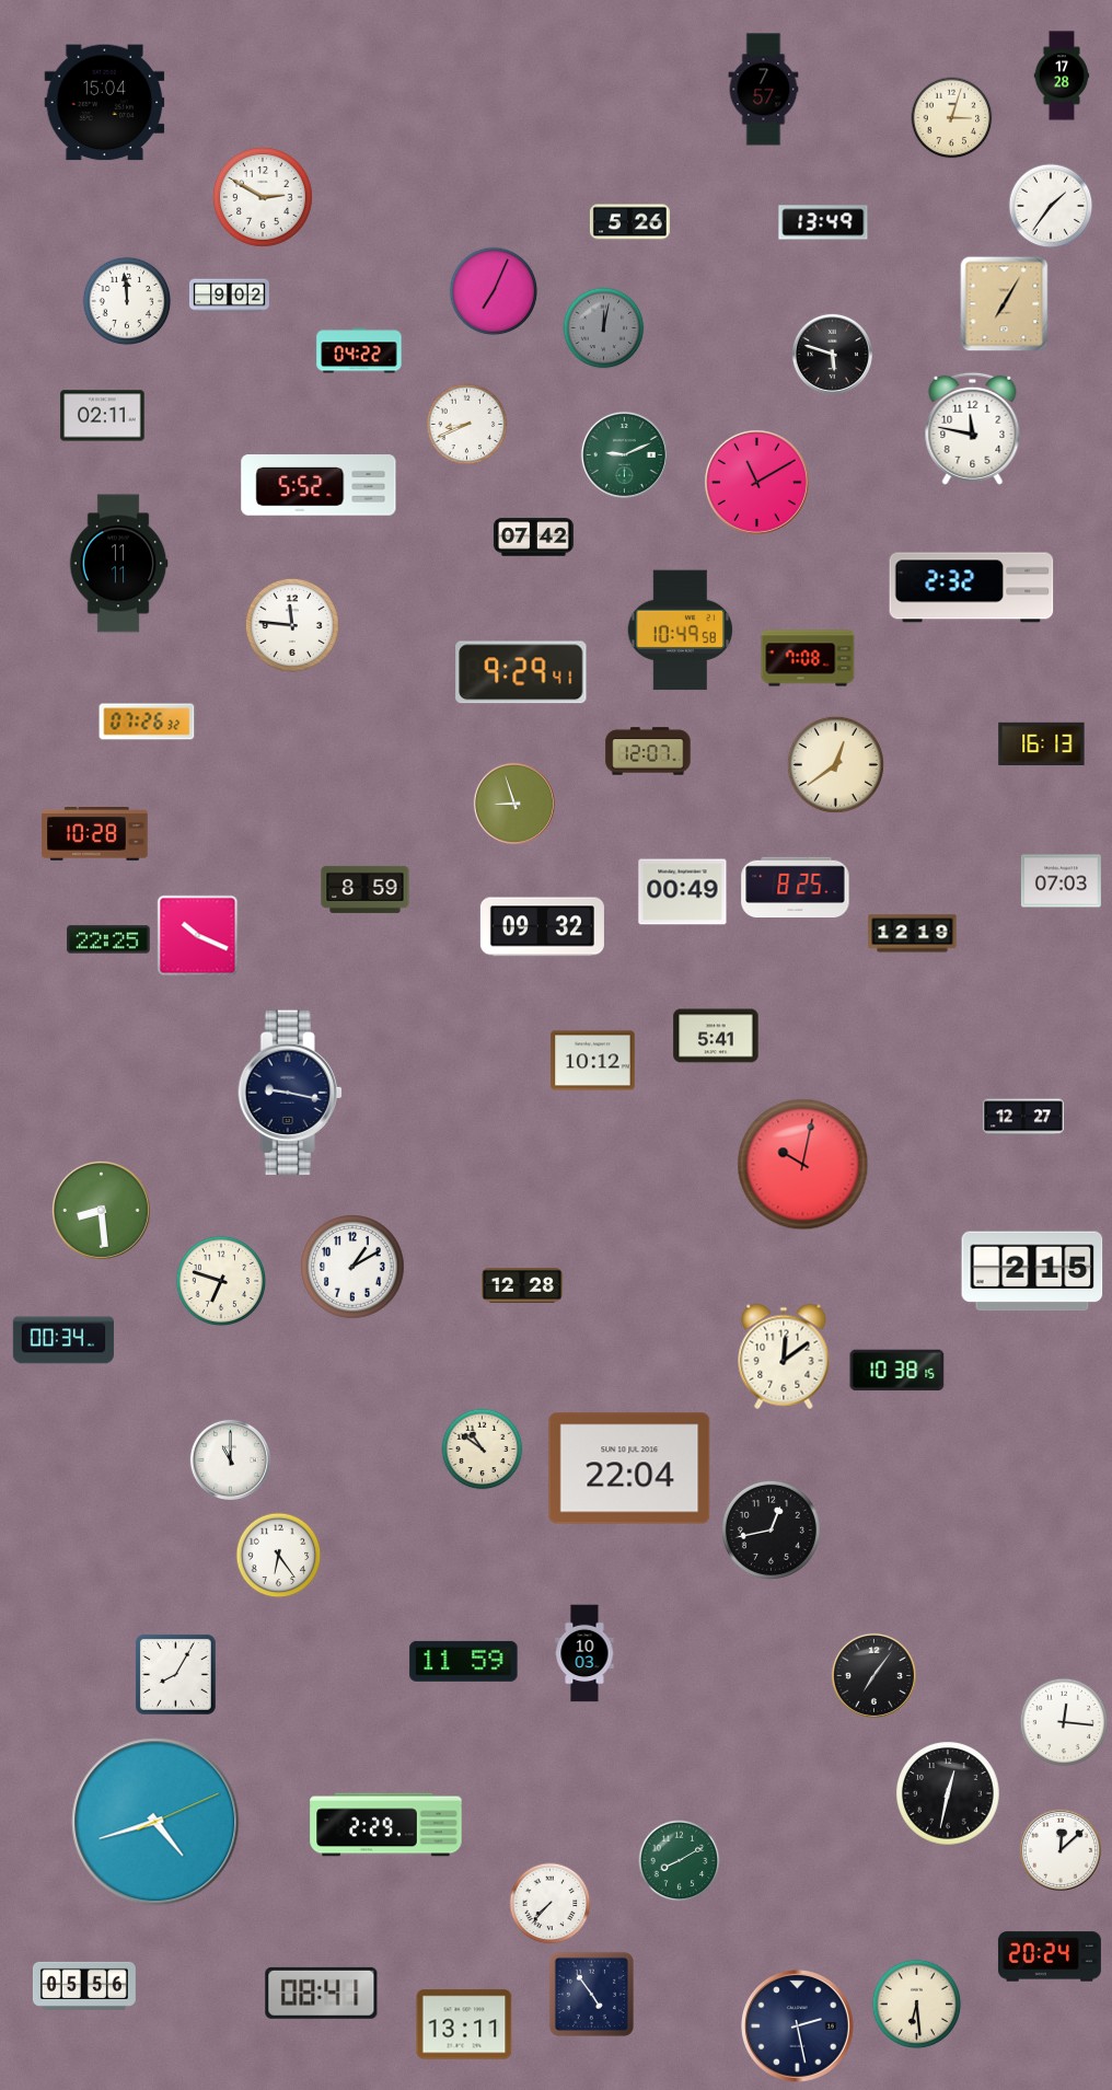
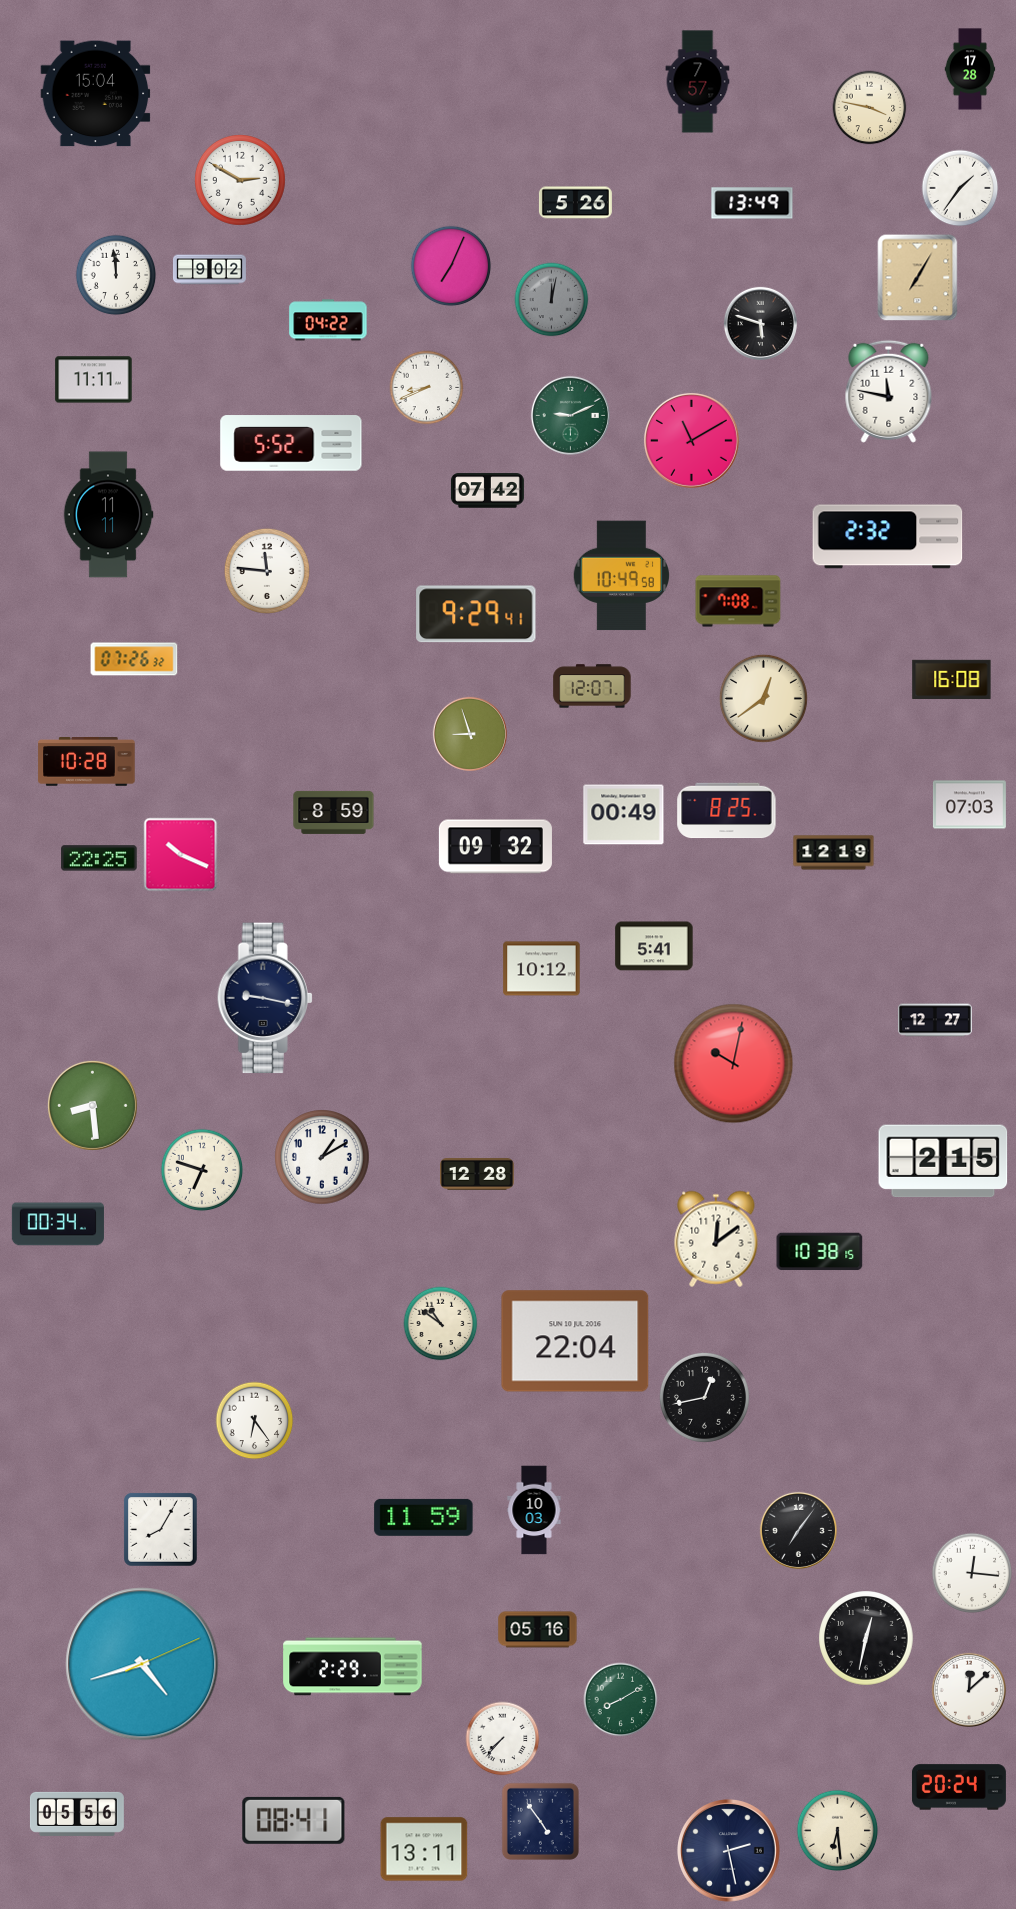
clock at (952, 118): 3:03 -> 3:47
clock at (103, 416): 02:11 -> 11:11
clock at (1042, 743): 16:13 -> 16:08
clock at (230, 1459): 11:00 -> none
clock at (538, 1630): none -> 05:16
